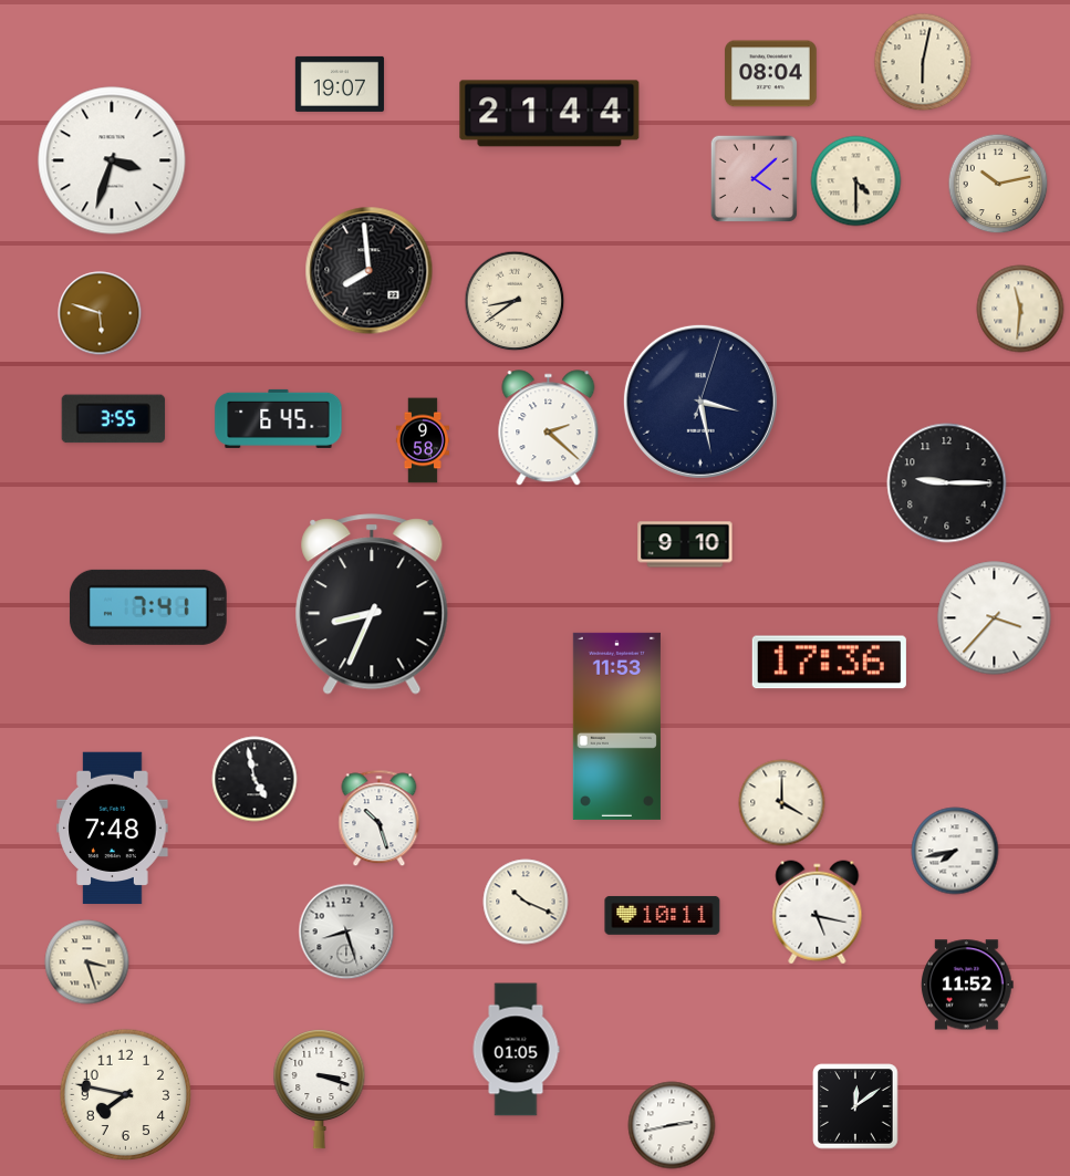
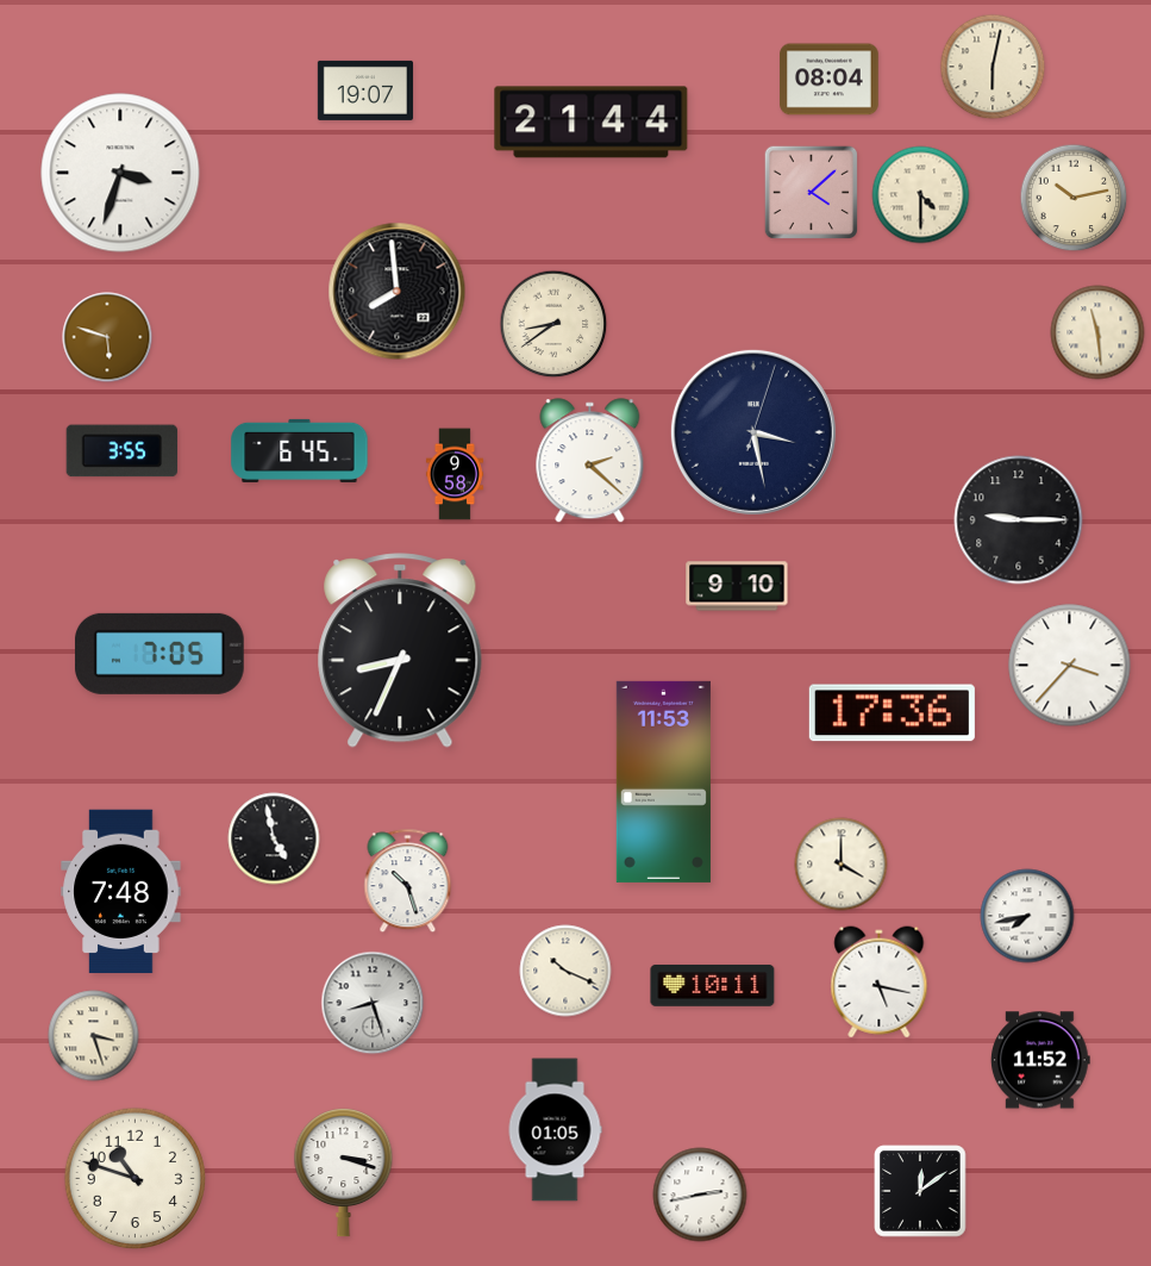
clock at (1020, 309): 11:31 -> 11:29
clock at (148, 607): 7:41 -> 7:05
clock at (126, 1095): 7:47 -> 10:48
clock at (672, 1125) position: (672, 1125) -> (700, 1195)
